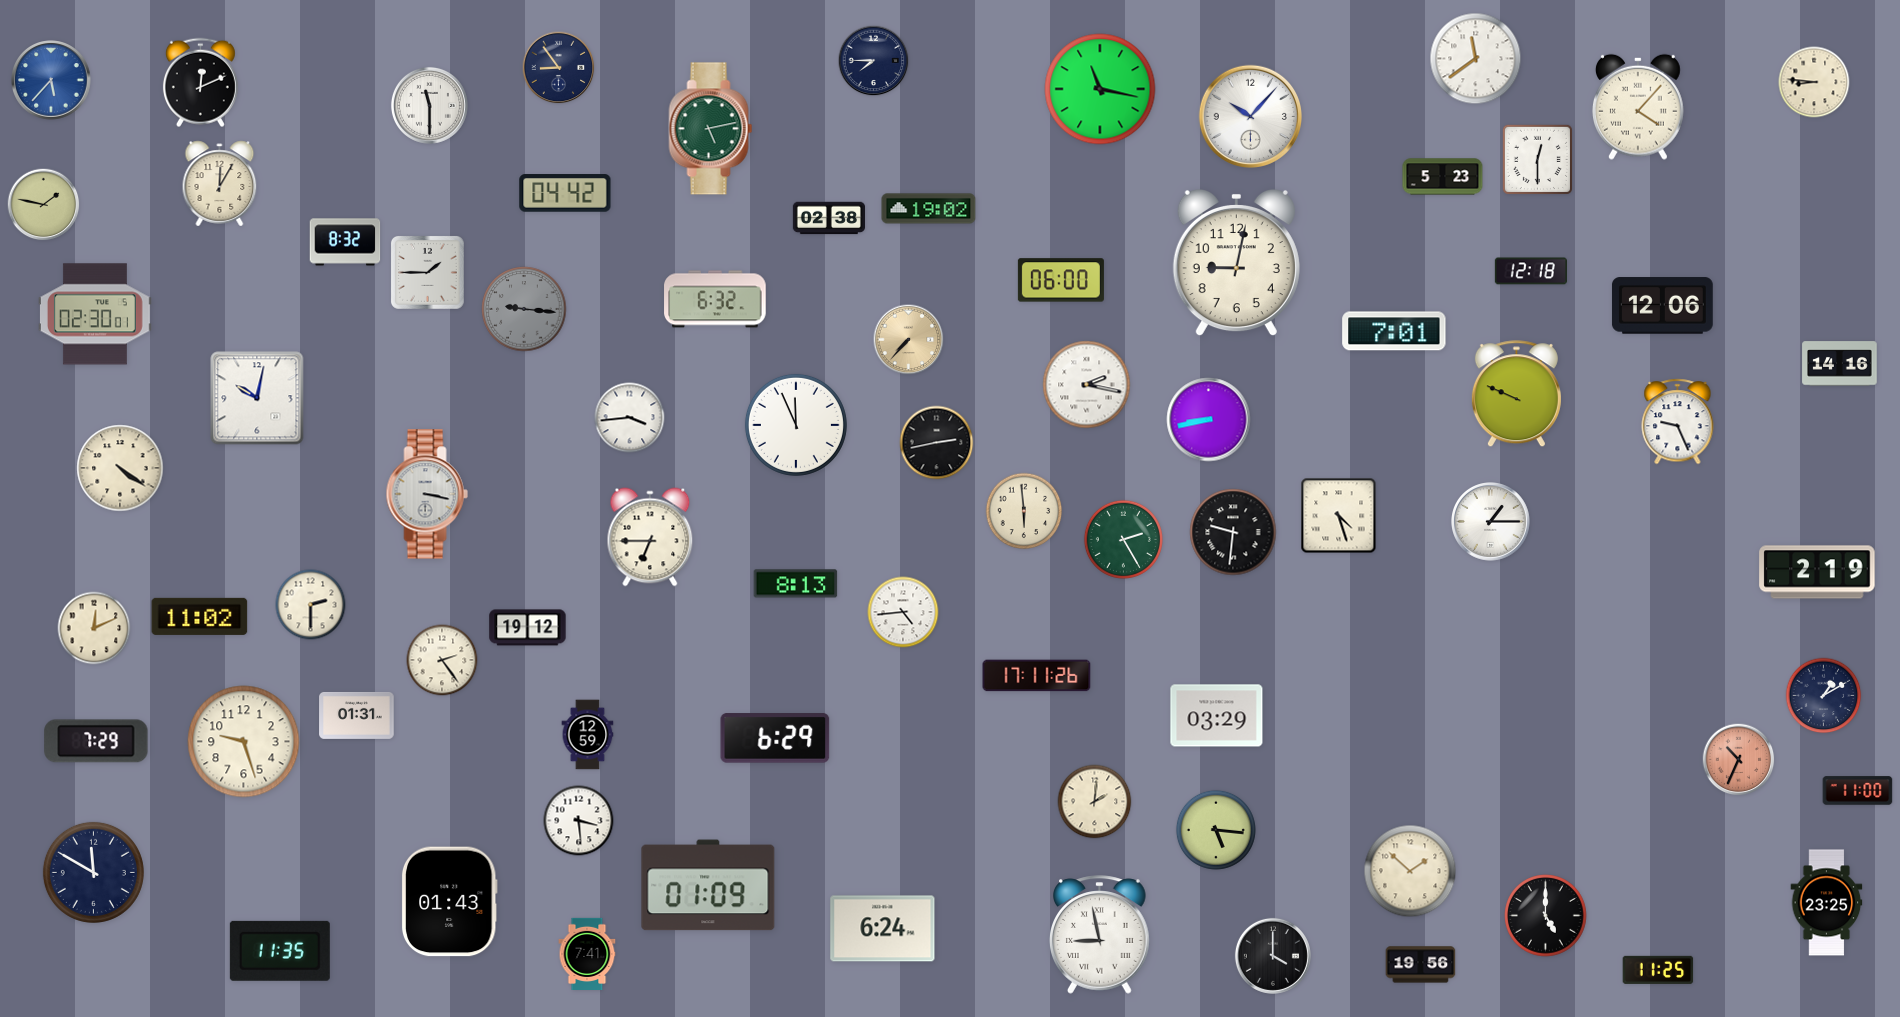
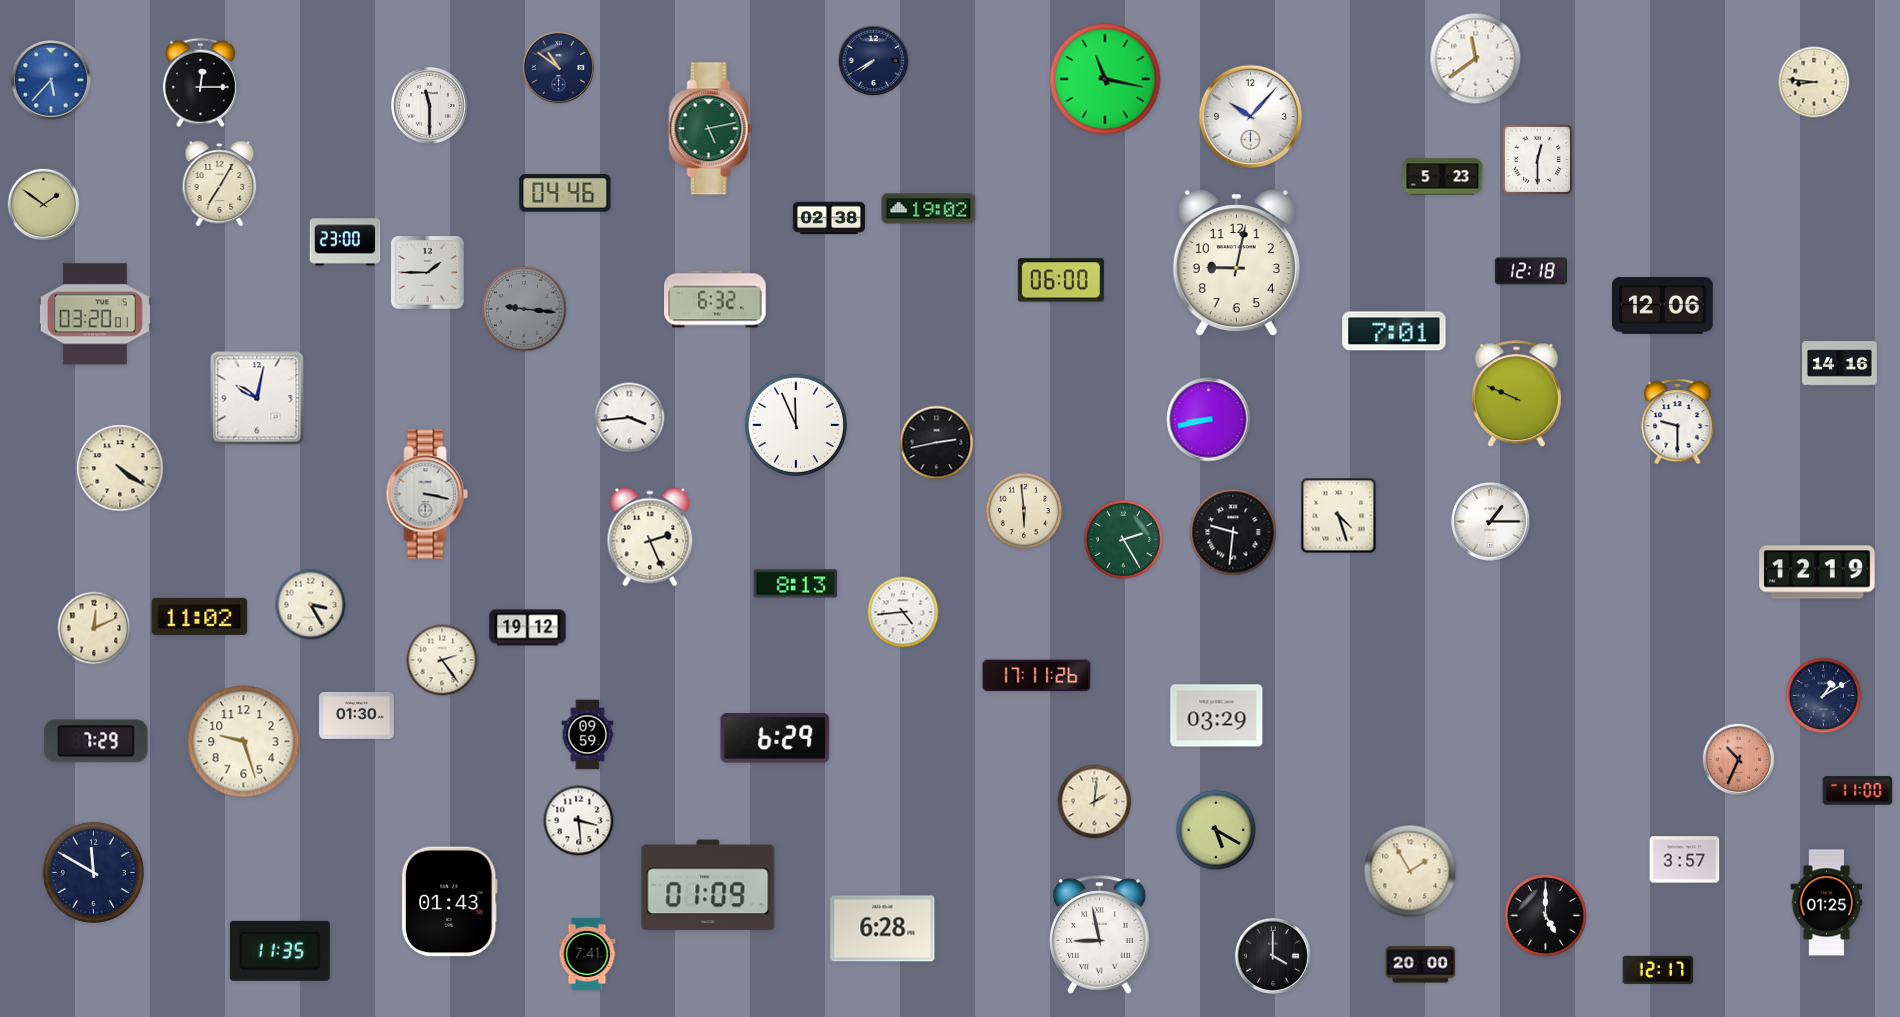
clock at (874, 61): 7:45 -> 7:40
clock at (559, 68): 8:54 -> 10:51
clock at (200, 83): 12:11 -> 12:15
clock at (1100, 89) position: (1100, 89) -> (1105, 79)
clock at (1638, 107): 4:07 -> none
clock at (220, 184): 12:05 -> 7:05
clock at (565, 193): 04:42 -> 04:46
clock at (44, 205): 1:47 -> 1:51
clock at (345, 242): 8:32 -> 23:00
clock at (95, 314): 02:30 -> 03:20
clock at (909, 340): 7:37 -> none
clock at (1087, 385): 2:17 -> none
clock at (1678, 422): 9:26 -> 9:30
clock at (650, 537): 6:45 -> 2:26
clock at (1817, 572): 2:19 -> 12:19
clock at (311, 605): 2:30 -> 3:25
clock at (357, 715): 01:31 -> 01:30
clock at (588, 735): 12:59 -> 09:59
clock at (1216, 830): 5:16 -> 5:20
clock at (1685, 860): none -> 3:57
clock at (1410, 871): 1:52 -> 1:55
clock at (1827, 903): 23:25 -> 01:25
clock at (883, 929): 6:24 -> 6:28
clock at (1421, 965): 19:56 -> 20:00
clock at (1658, 970): 11:25 -> 12:17
